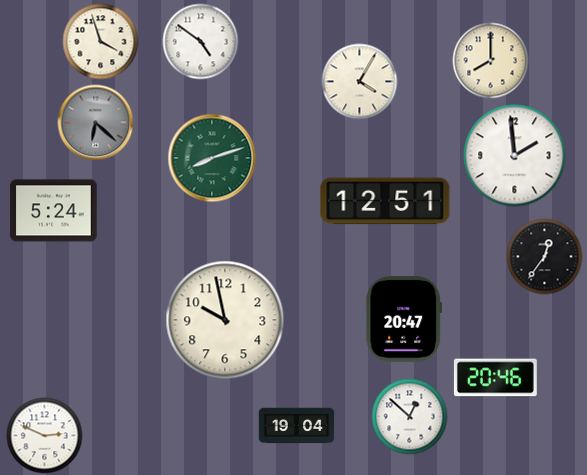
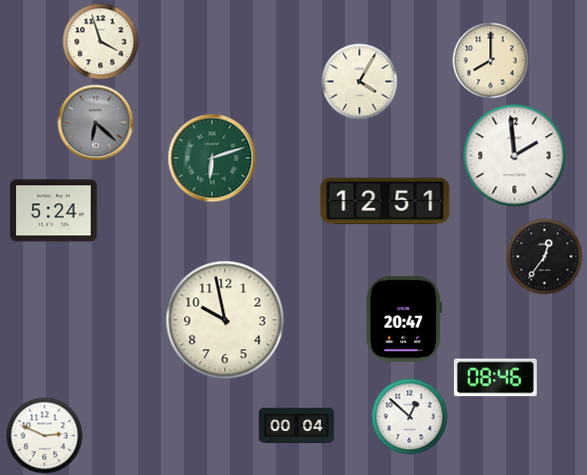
clock at (201, 42): 4:51 -> none
clock at (212, 158): 8:12 -> 6:12
clock at (495, 378): 20:46 -> 08:46
clock at (297, 426): 19:04 -> 00:04
